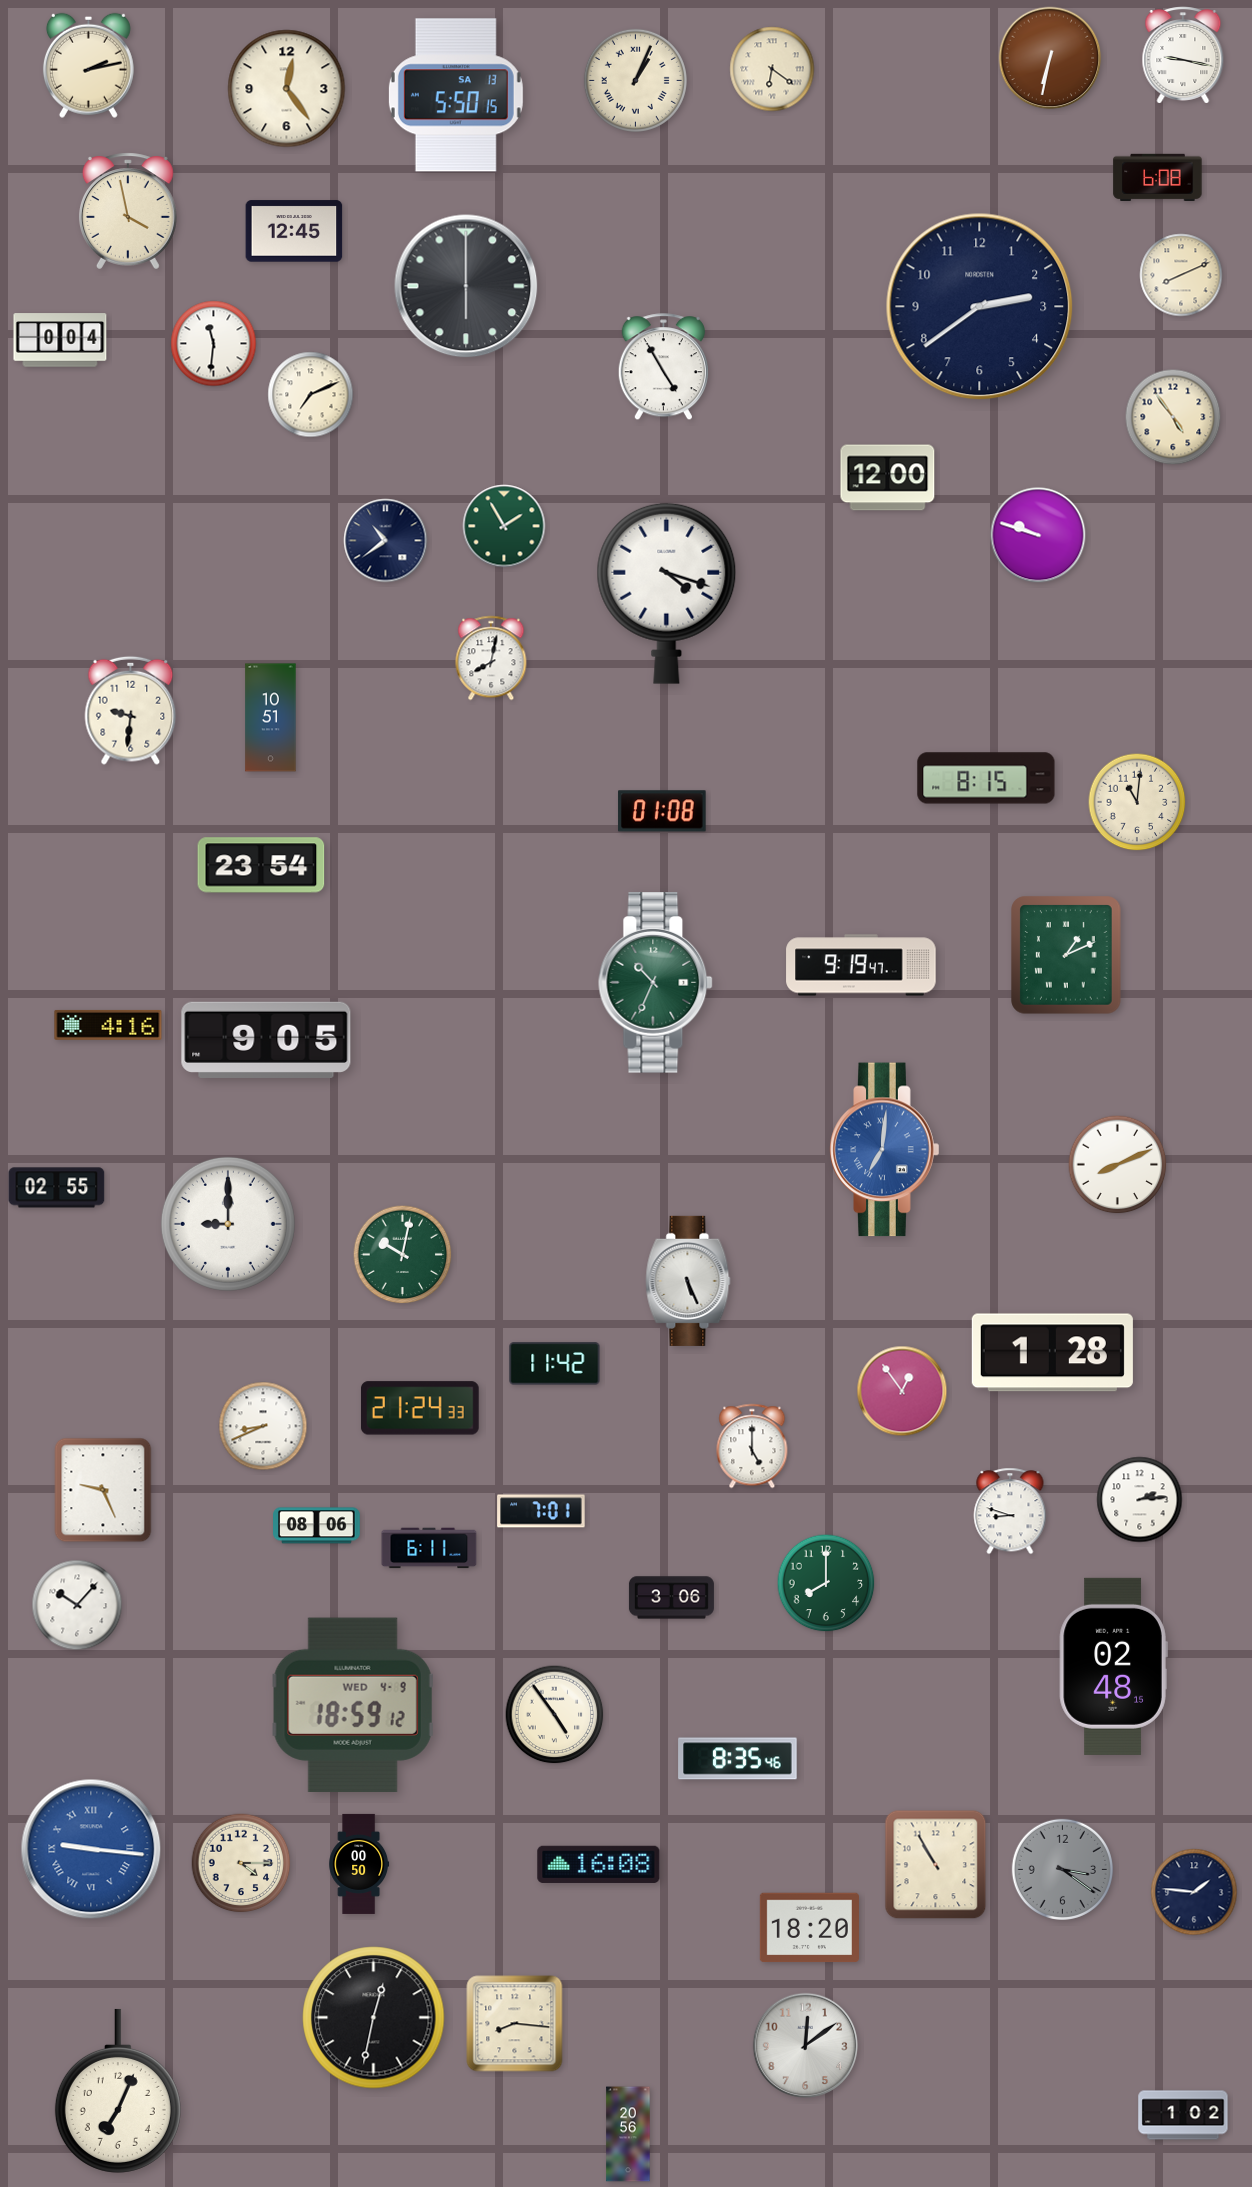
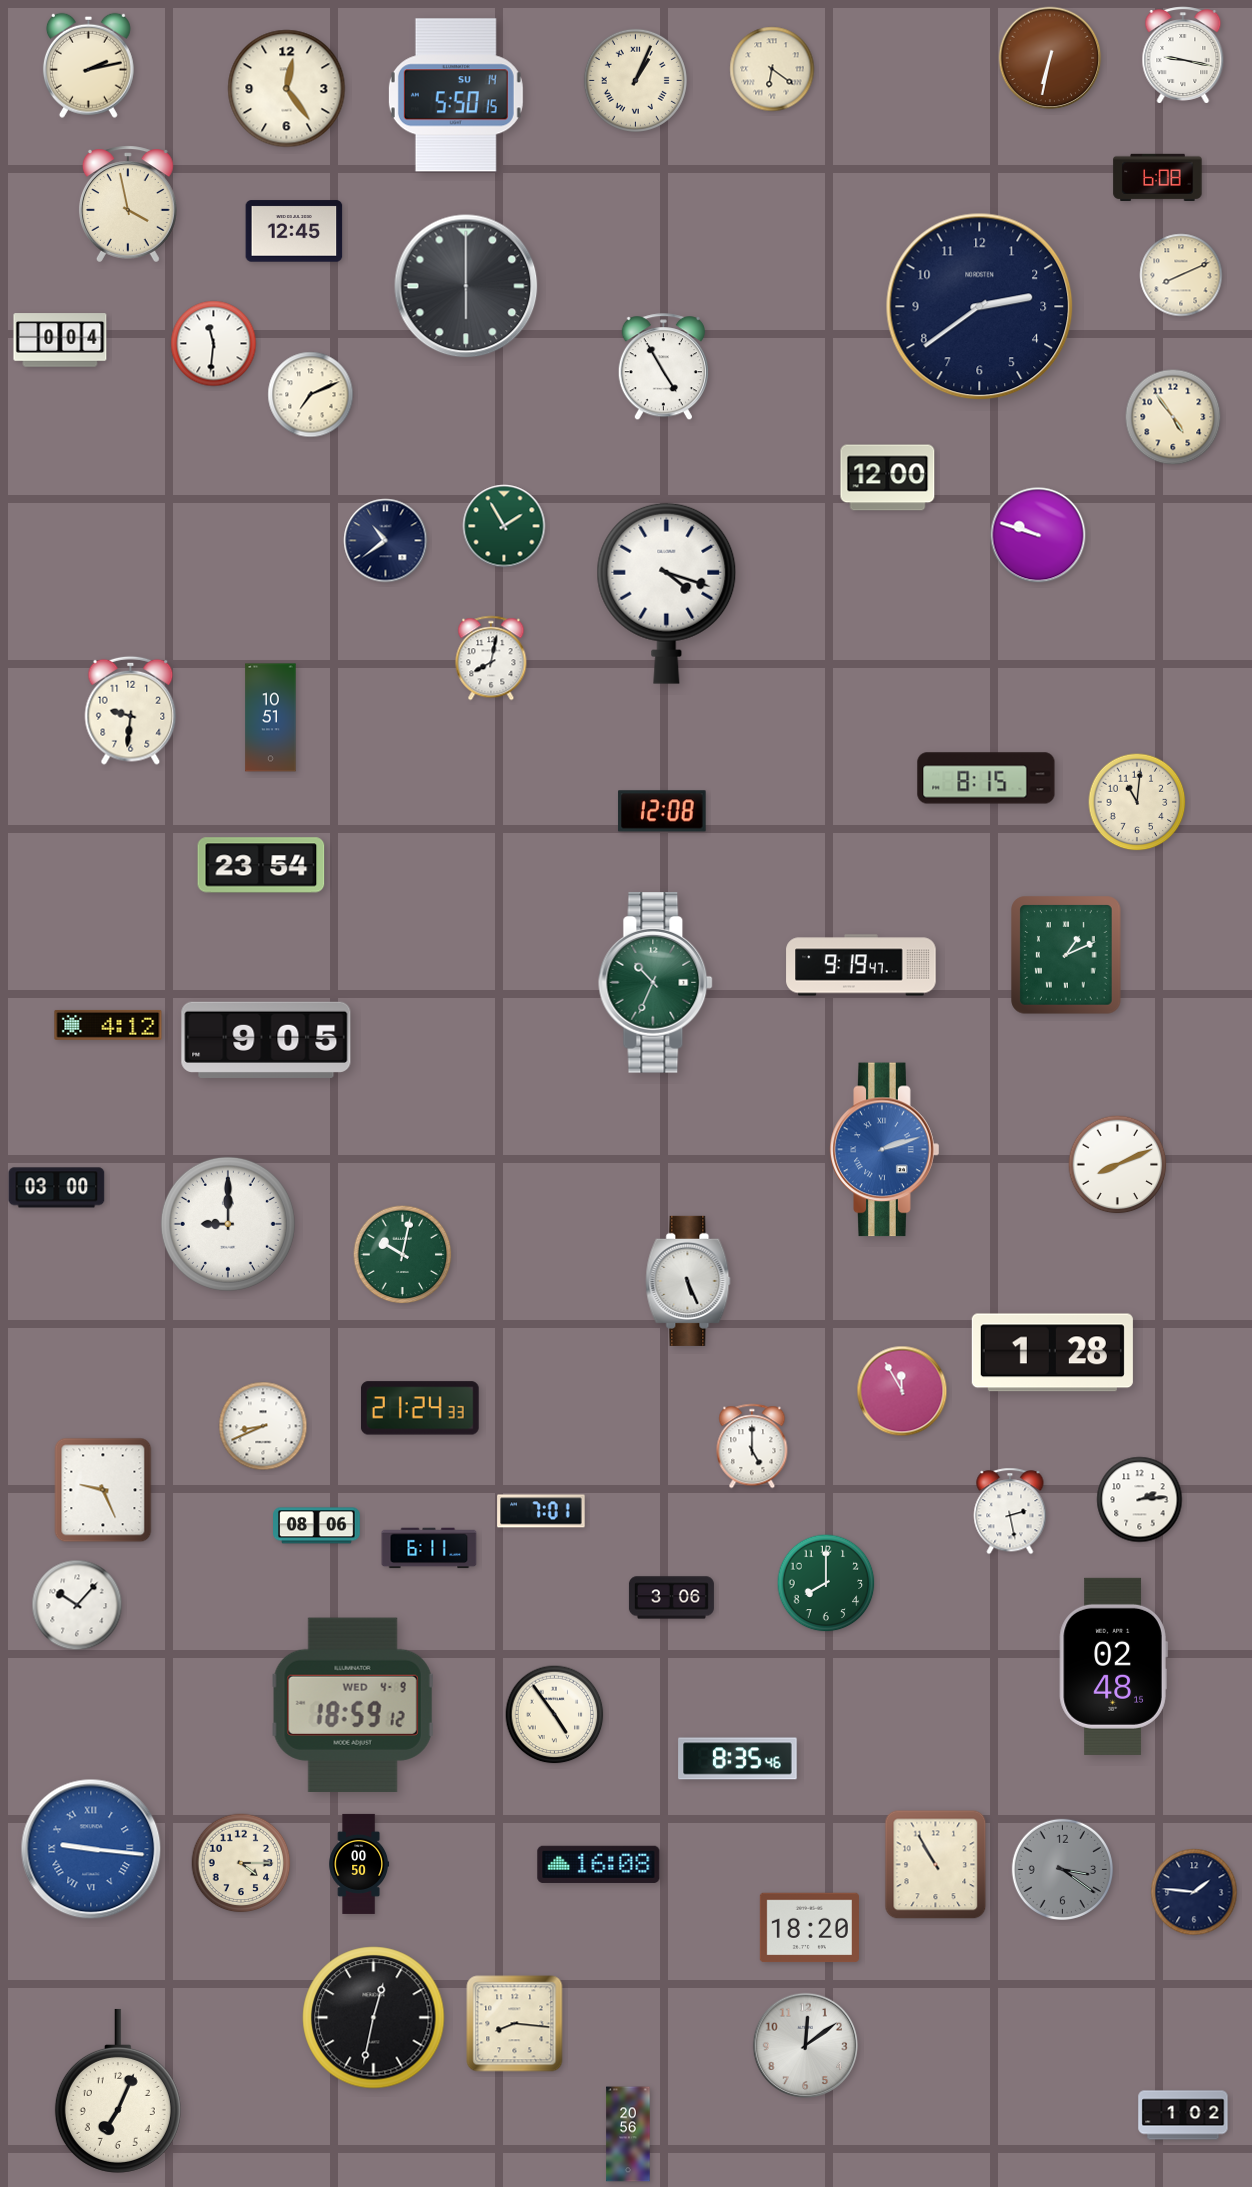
clock at (456, 95) date: SA 13 -> SU 14
clock at (128, 211) position: (128, 211) -> (128, 204)
clock at (662, 811): 01:08 -> 12:08
clock at (108, 1025): 4:16 -> 4:12
clock at (885, 1150): 7:01 -> 2:12
clock at (57, 1188): 02:55 -> 03:00
clock at (555, 1364): 11:42 -> none
clock at (902, 1391): 12:54 -> 11:55
clock at (1010, 1511): 8:48 -> 2:28
